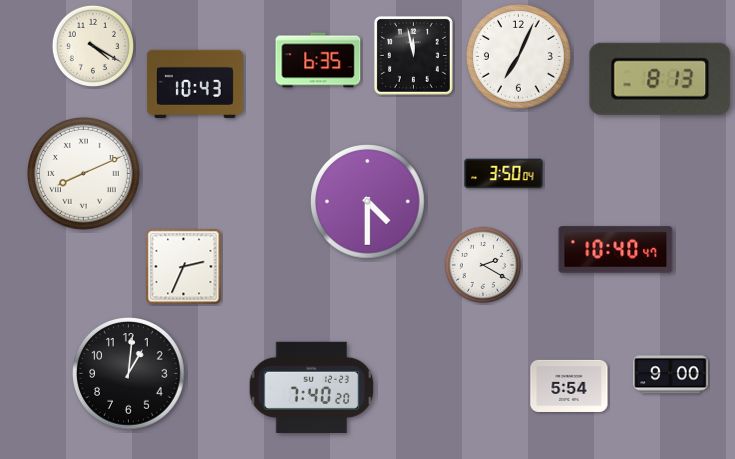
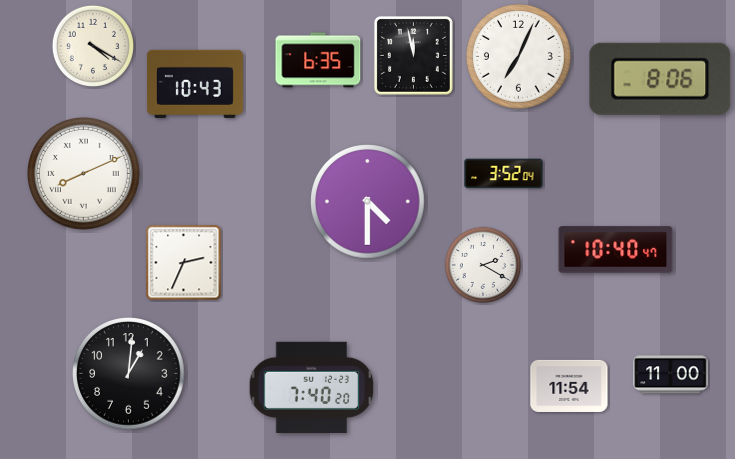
clock at (660, 79): 8:13 -> 8:06
clock at (504, 174): 3:50 -> 3:52
clock at (184, 267) position: (184, 267) -> (184, 263)
clock at (671, 375): 9:00 -> 11:00
clock at (569, 386): 5:54 -> 11:54
